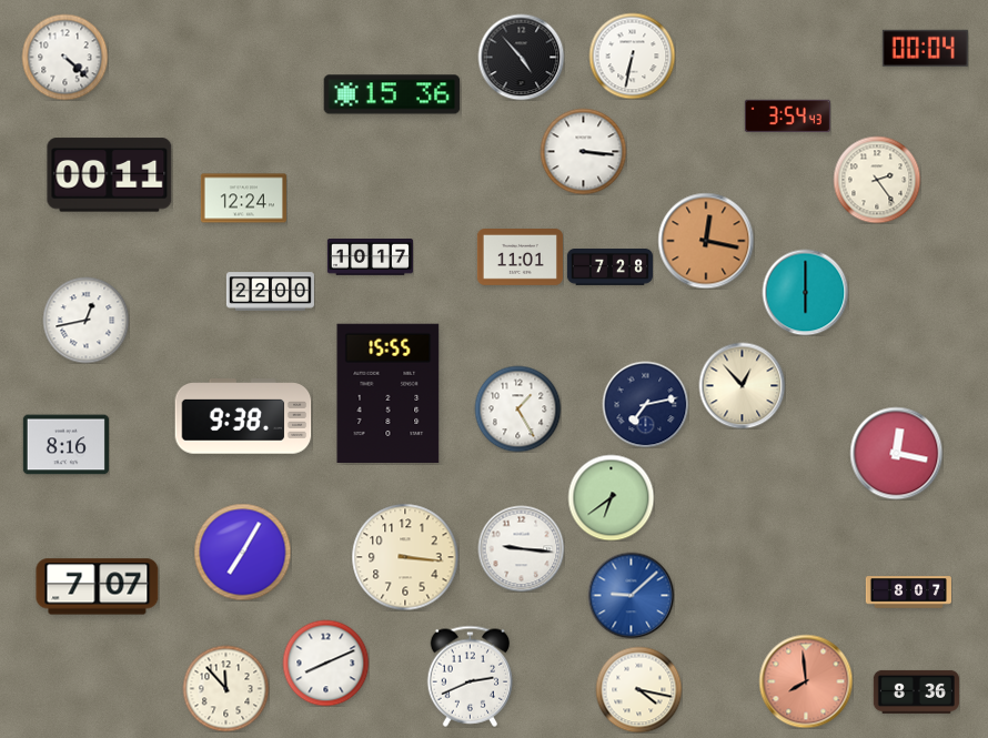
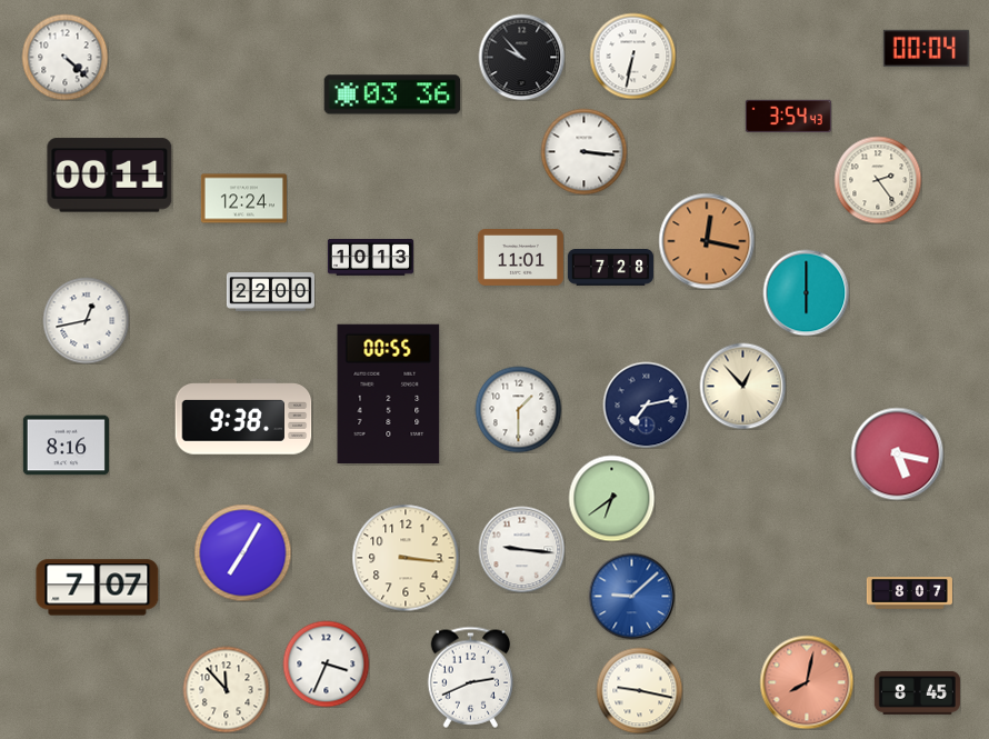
clock at (521, 57): 4:53 -> 9:53
clock at (392, 94): 15:36 -> 03:36
clock at (370, 257): 10:17 -> 10:13
clock at (389, 393): 15:55 -> 00:55
clock at (517, 408): 1:25 -> 1:30
clock at (896, 453): 12:17 -> 5:17
clock at (325, 663): 8:11 -> 3:34
clock at (806, 681): 7:59 -> 8:02
clock at (638, 689): 4:17 -> 9:17
clock at (916, 691): 8:36 -> 8:45
